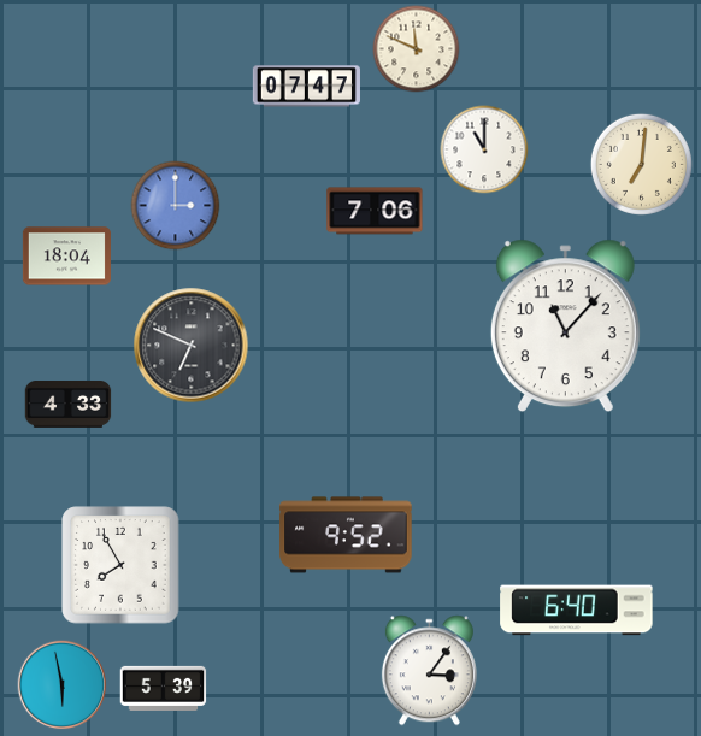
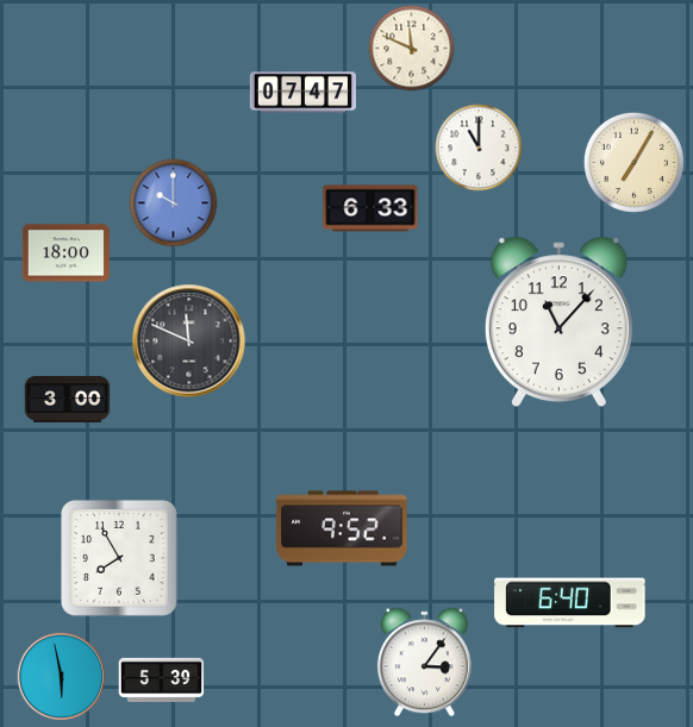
clock at (306, 87) position: (306, 87) -> (302, 93)
clock at (641, 164): 7:01 -> 7:05
clock at (176, 206): 3:00 -> 10:00
clock at (375, 211): 7:06 -> 6:33
clock at (66, 257): 18:04 -> 18:00
clock at (192, 346): 6:49 -> 11:49
clock at (69, 405): 4:33 -> 3:00
